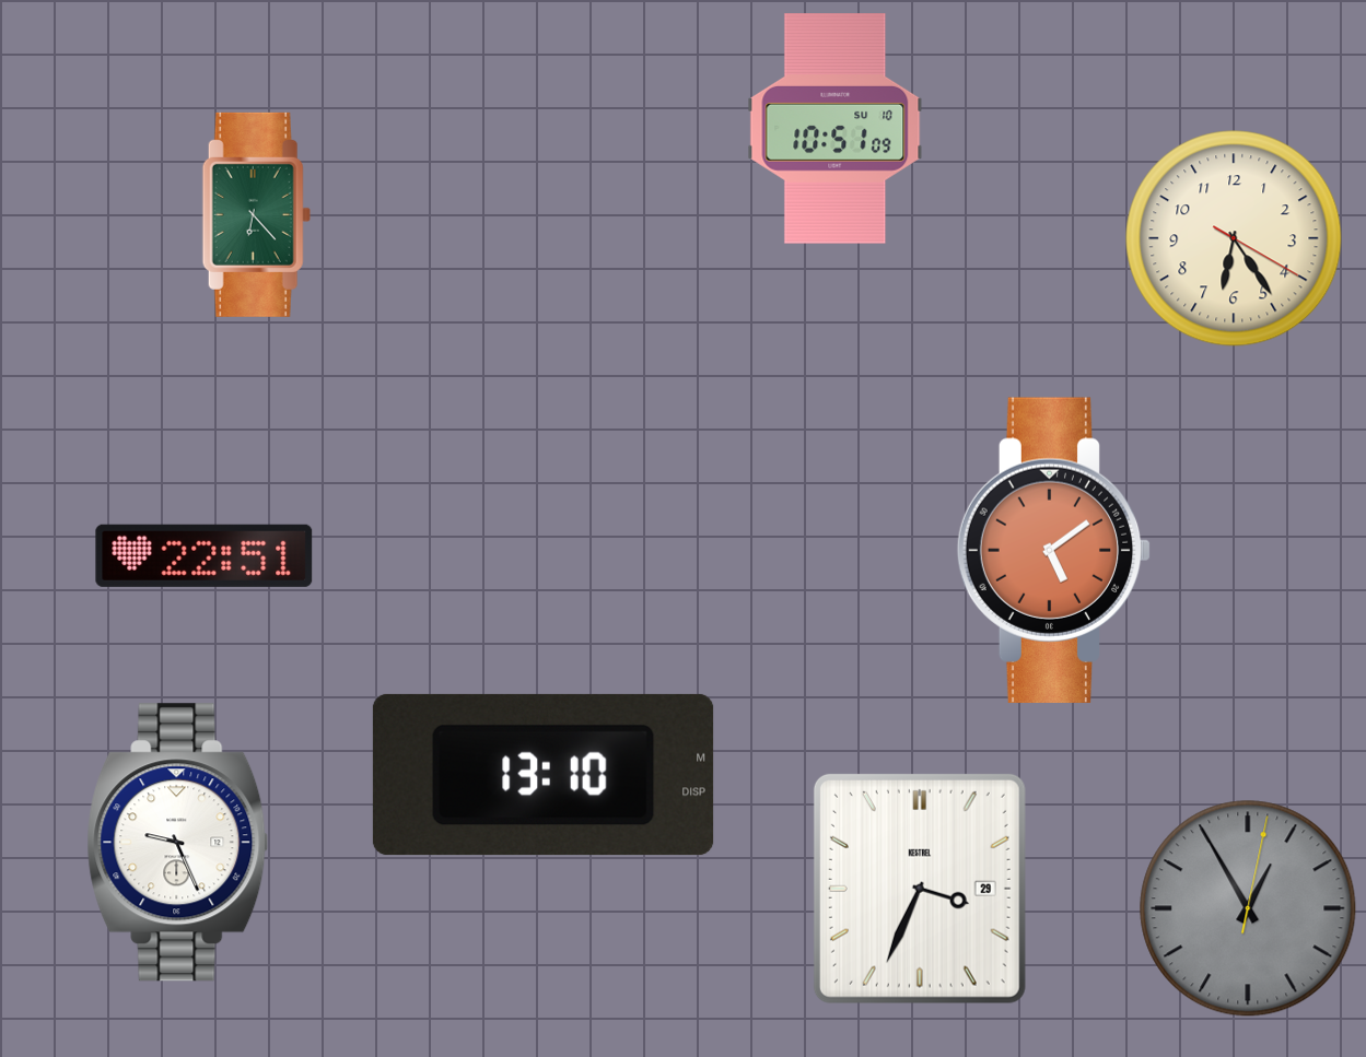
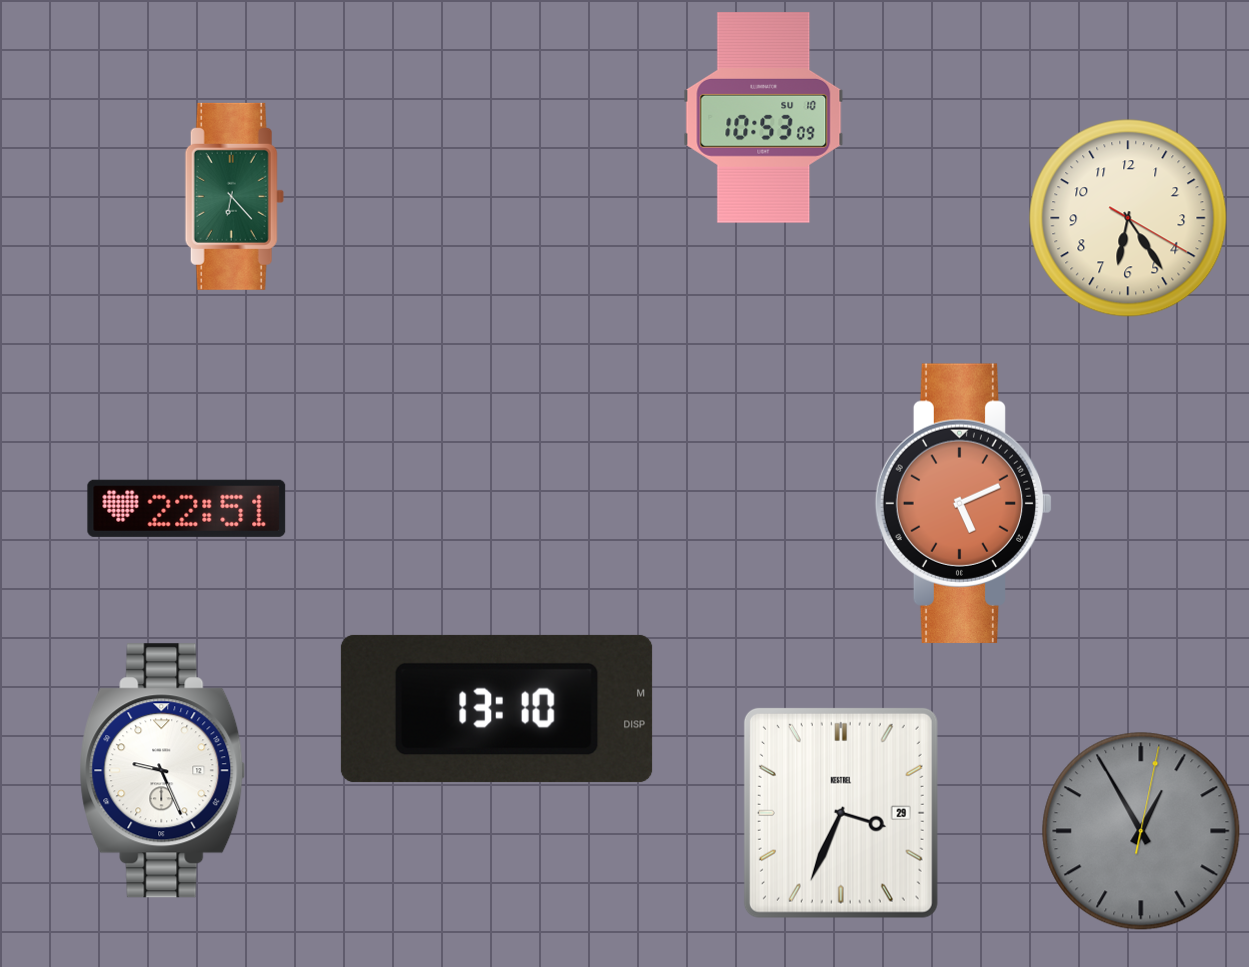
clock at (836, 129): 10:51 -> 10:53
clock at (1054, 550): 5:09 -> 5:11
